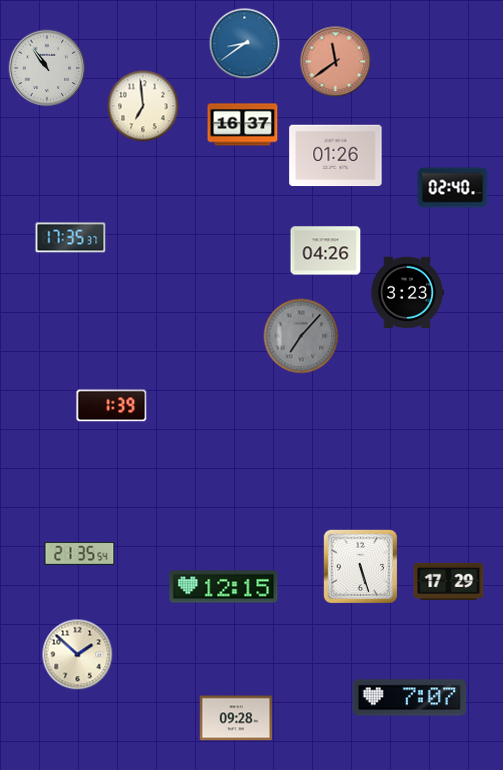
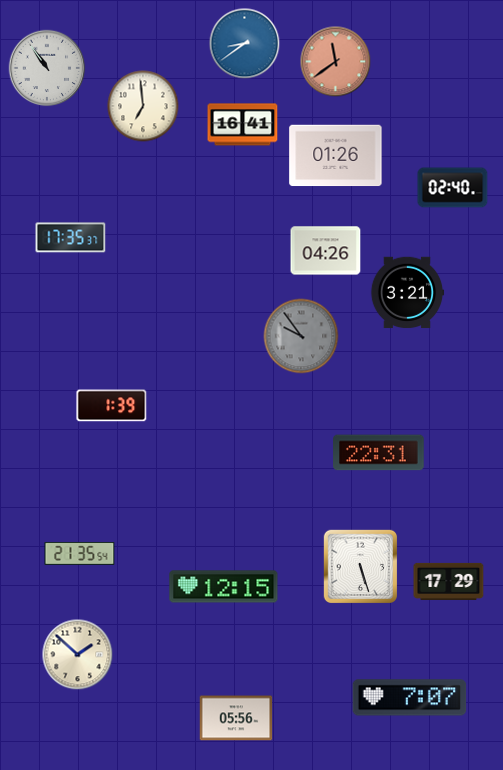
clock at (243, 125): 16:37 -> 16:41
clock at (407, 293): 3:23 -> 3:21
clock at (301, 336): 7:07 -> 9:54
clock at (379, 453): none -> 22:31
clock at (236, 718): 09:28 -> 05:56
